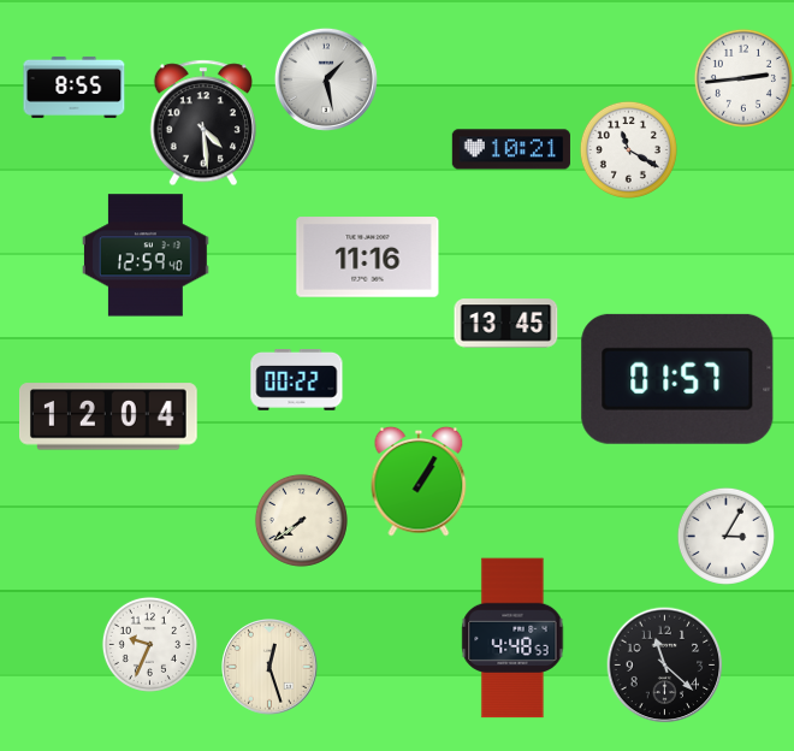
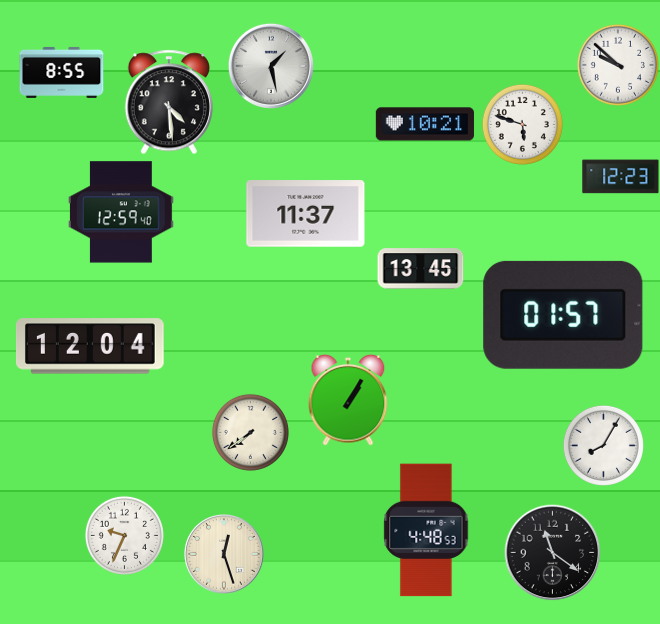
clock at (743, 78): 2:44 -> 9:52
clock at (628, 149): 11:20 -> 5:48
clock at (621, 177): none -> 12:23
clock at (368, 258): 11:16 -> 11:37
clock at (297, 380): 00:22 -> none
clock at (725, 536): 3:05 -> 8:05
clock at (665, 666): 11:22 -> 11:21
